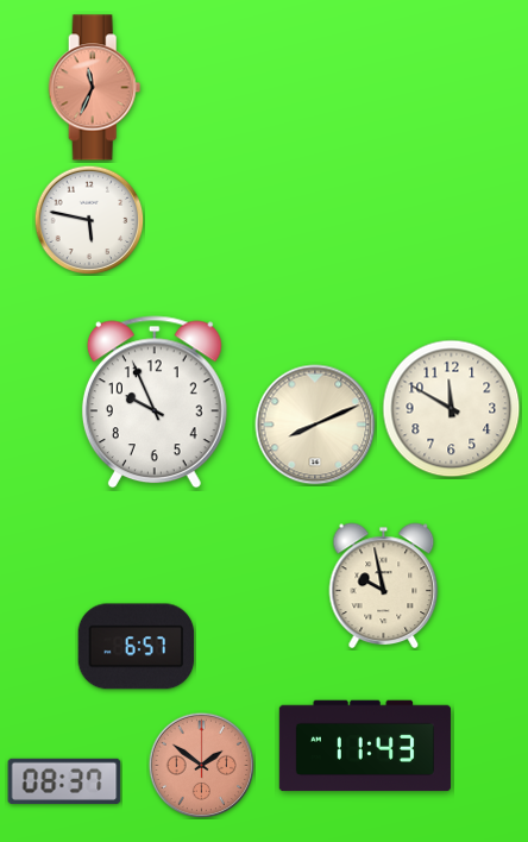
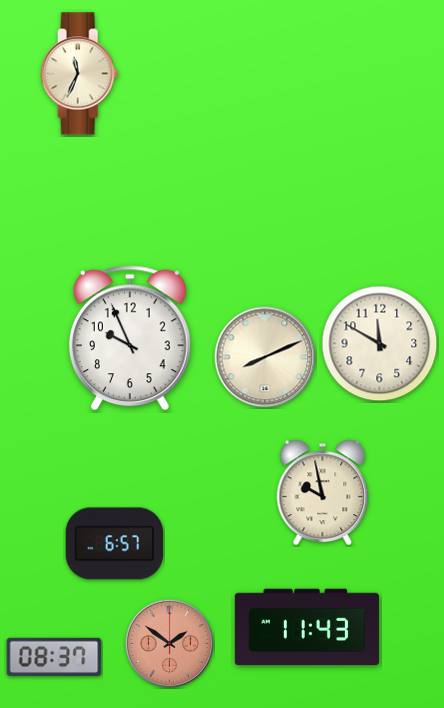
clock at (95, 88) dial: salmon -> cream
clock at (89, 220): 5:47 -> none
